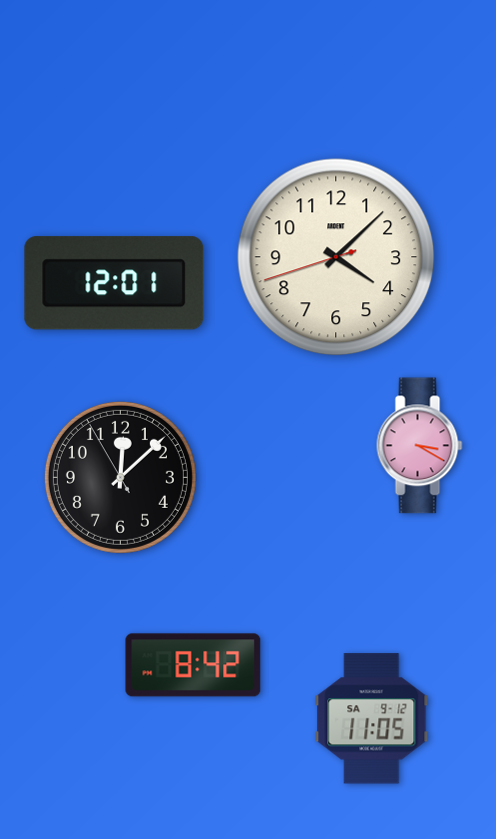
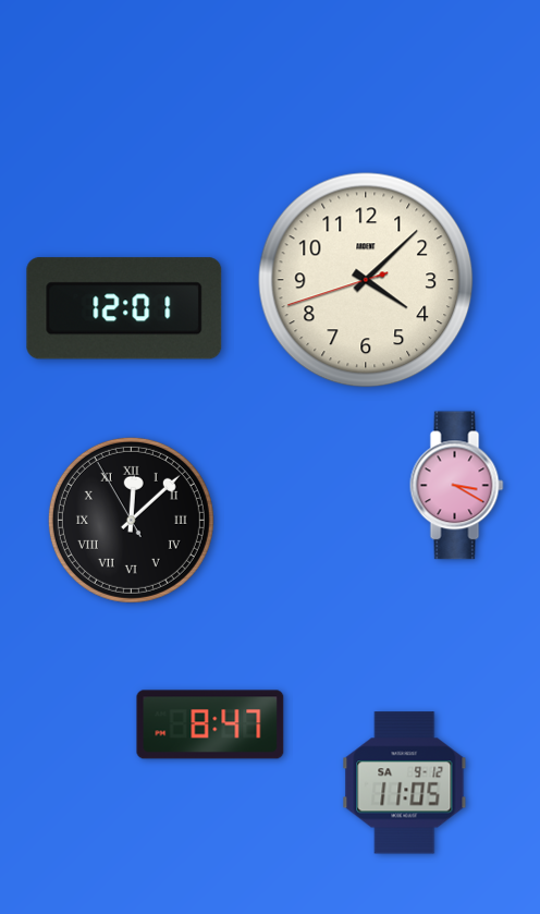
clock at (120, 477) numerals: Arabic -> Roman
clock at (193, 665): 8:42 -> 8:47
